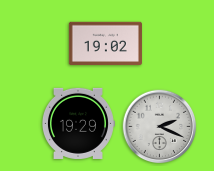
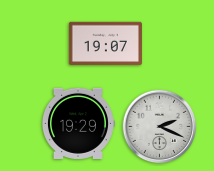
clock at (105, 44): 19:02 -> 19:07
